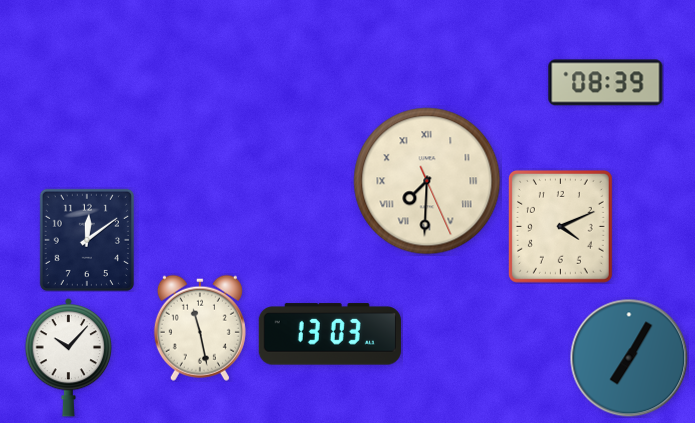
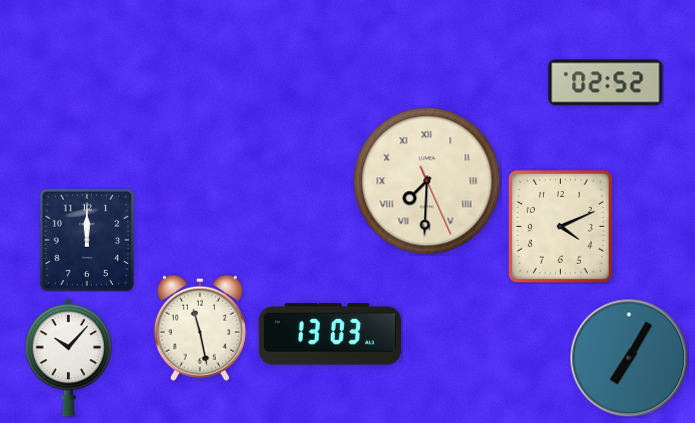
clock at (606, 83): 08:39 -> 02:52
clock at (87, 240): 12:09 -> 12:00
